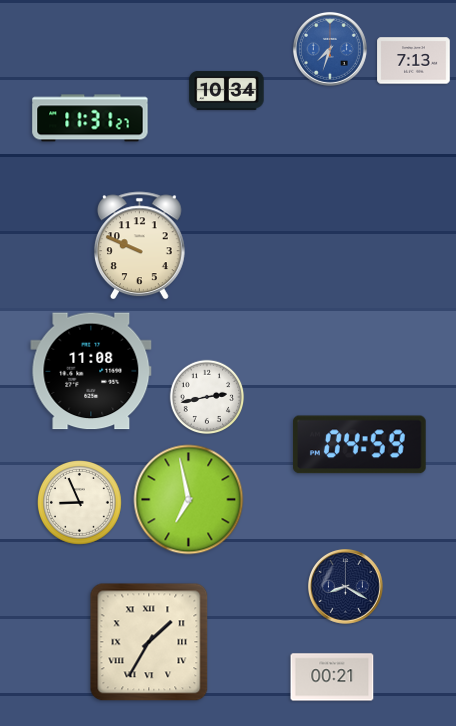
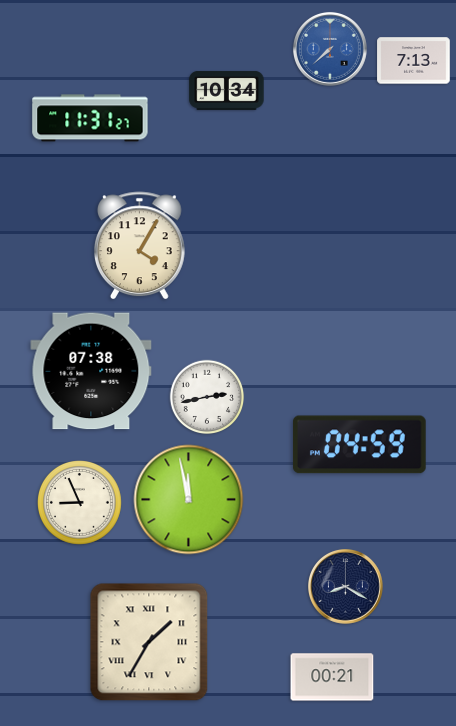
clock at (330, 49): 7:33 -> 7:38
clock at (140, 246): 9:49 -> 4:05
clock at (91, 371): 11:08 -> 07:38
clock at (189, 500): 6:58 -> 11:58
